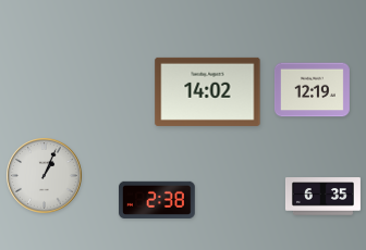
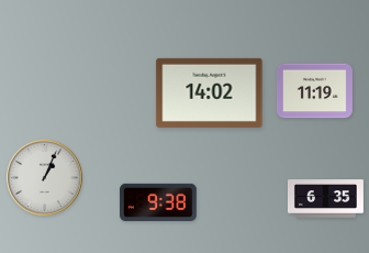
clock at (312, 90): 12:19 -> 11:19
clock at (157, 200): 2:38 -> 9:38
